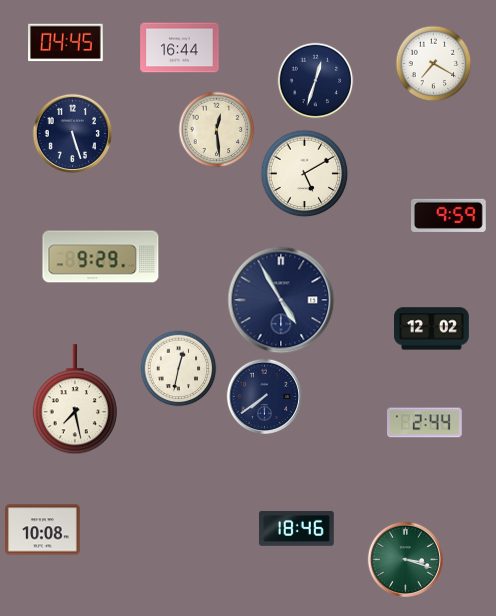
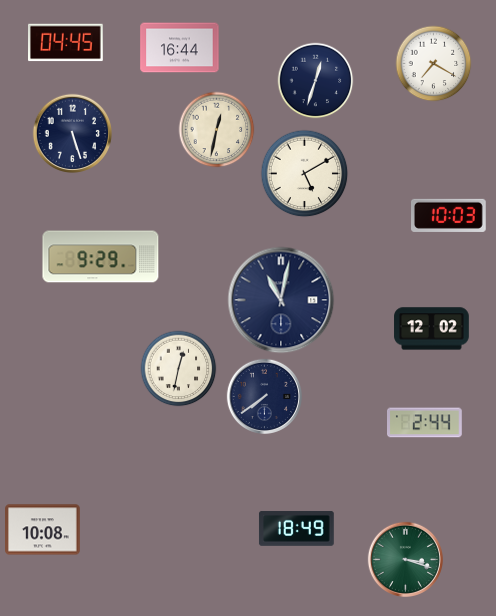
clock at (217, 130): 12:29 -> 12:32
clock at (449, 215): 9:59 -> 10:03
clock at (281, 300): 4:55 -> 11:02
clock at (75, 400): 7:28 -> none
clock at (297, 528): 18:46 -> 18:49
